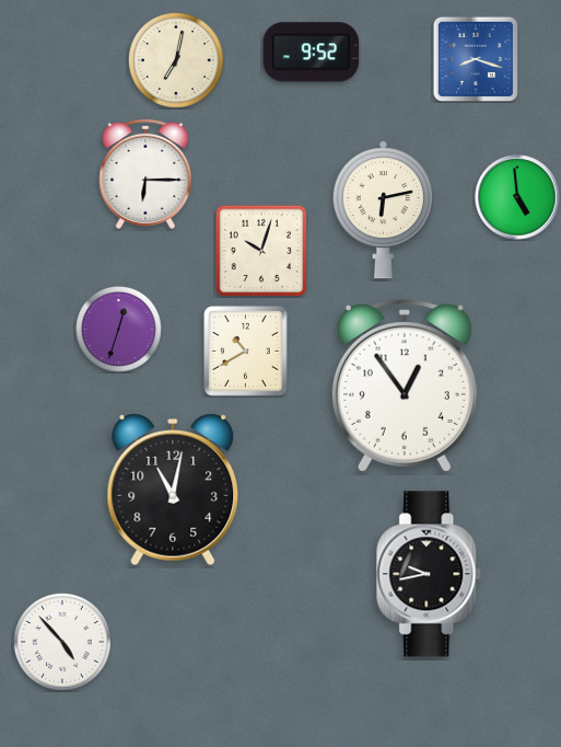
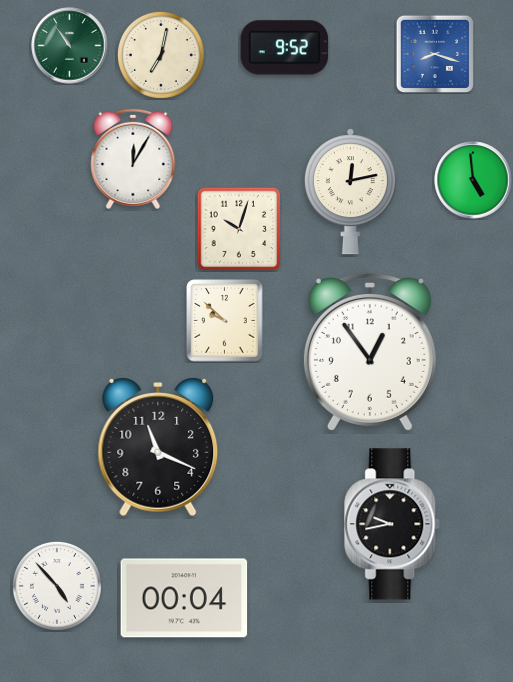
clock at (70, 46): none -> 10:54
clock at (145, 174): 6:15 -> 12:05
clock at (383, 210): 6:13 -> 12:13
clock at (119, 330): 12:33 -> none
clock at (246, 352): 10:40 -> 9:52
clock at (173, 490): 11:02 -> 11:19
clock at (184, 598): none -> 00:04
